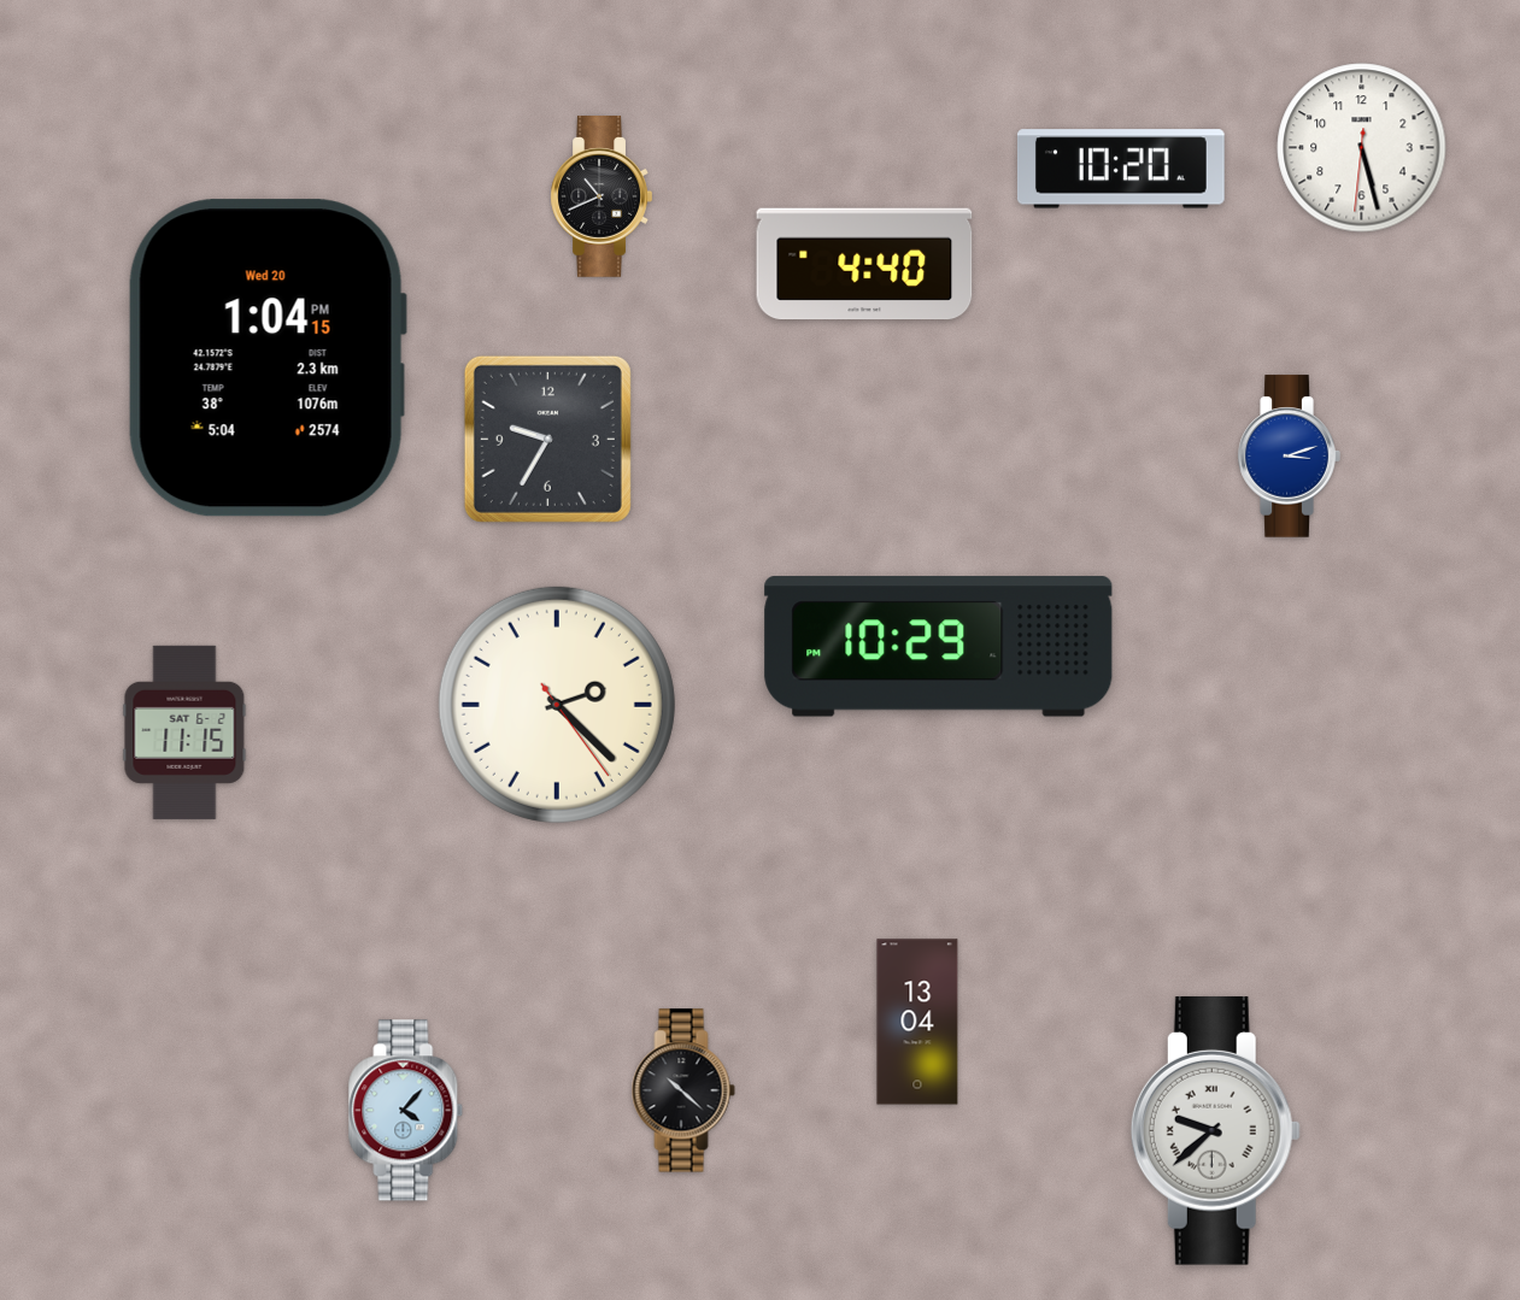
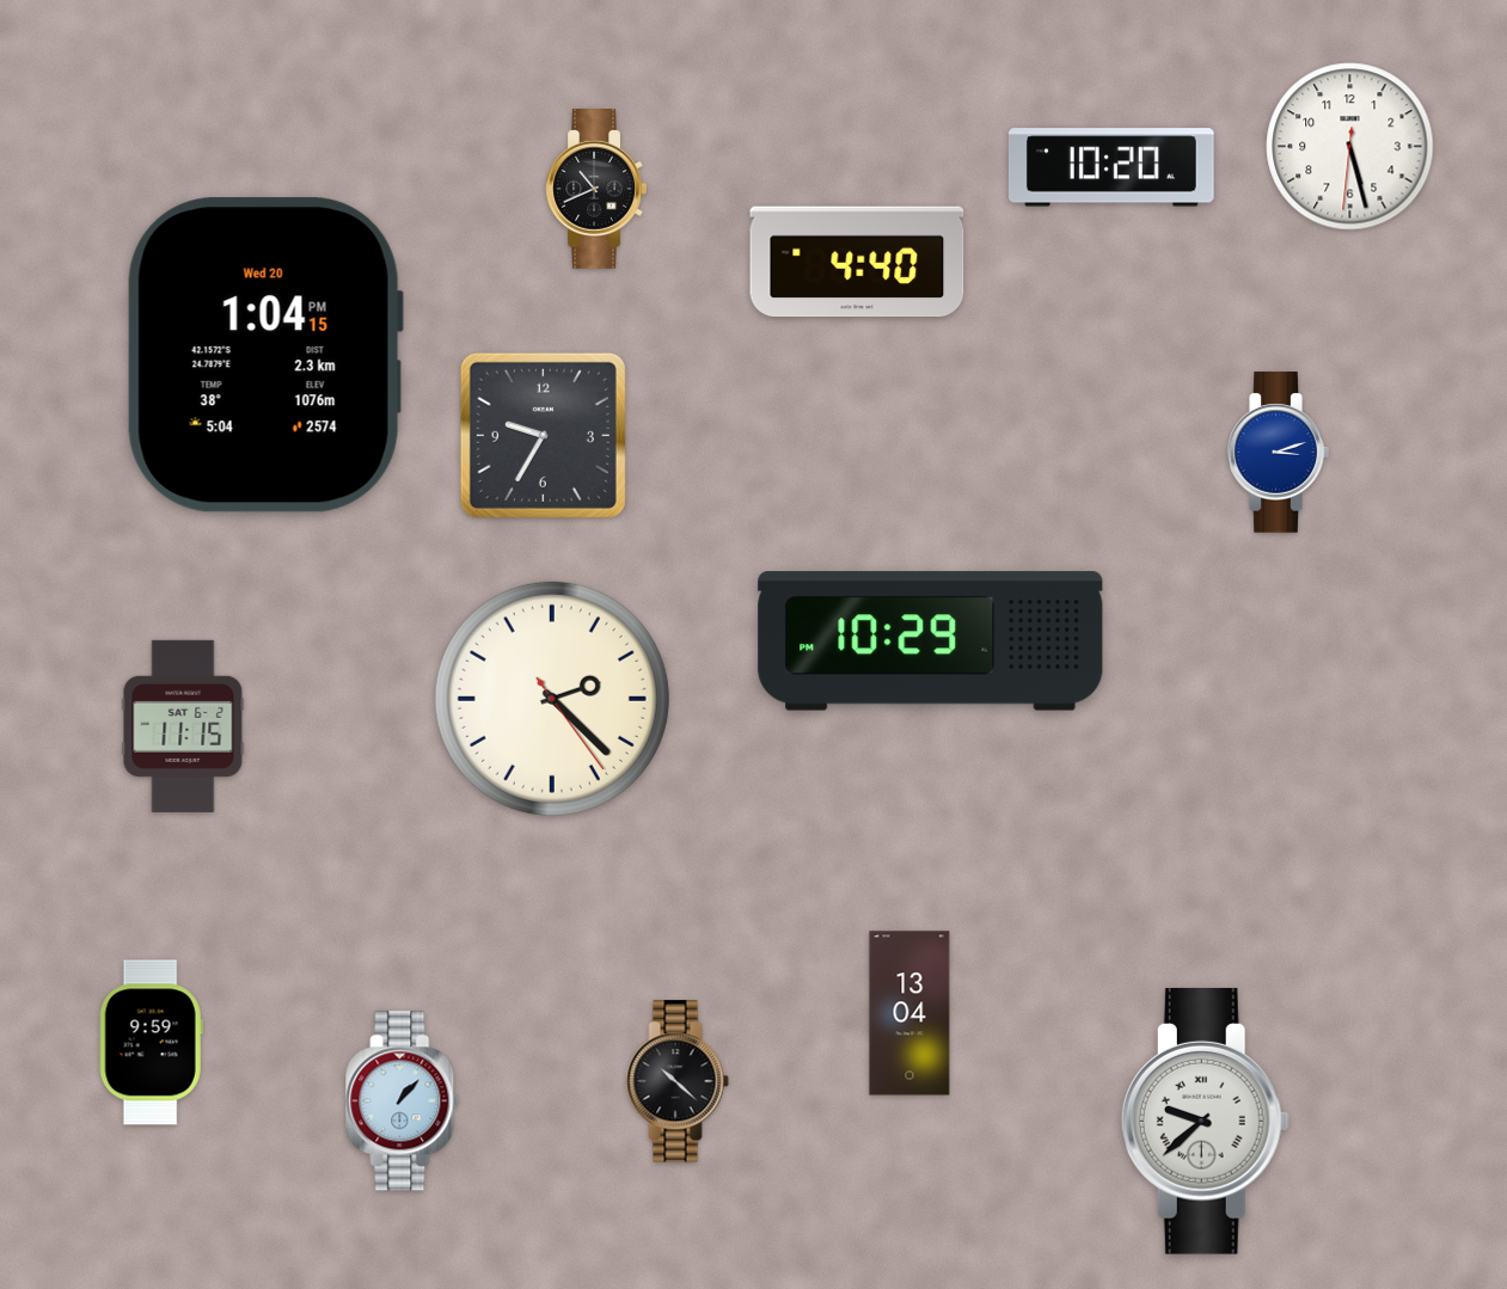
clock at (601, 198) position: (601, 198) -> (596, 190)
clock at (151, 1043): none -> 9:59
clock at (406, 1111): 4:07 -> 1:07
